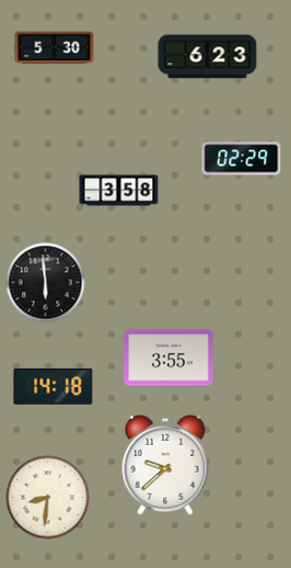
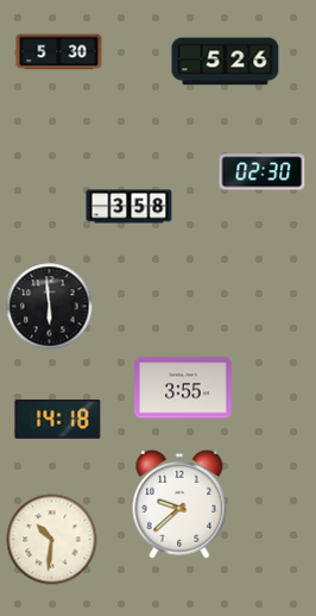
clock at (208, 57): 6:23 -> 5:26
clock at (242, 159): 02:29 -> 02:30
clock at (48, 498): 8:31 -> 10:31
